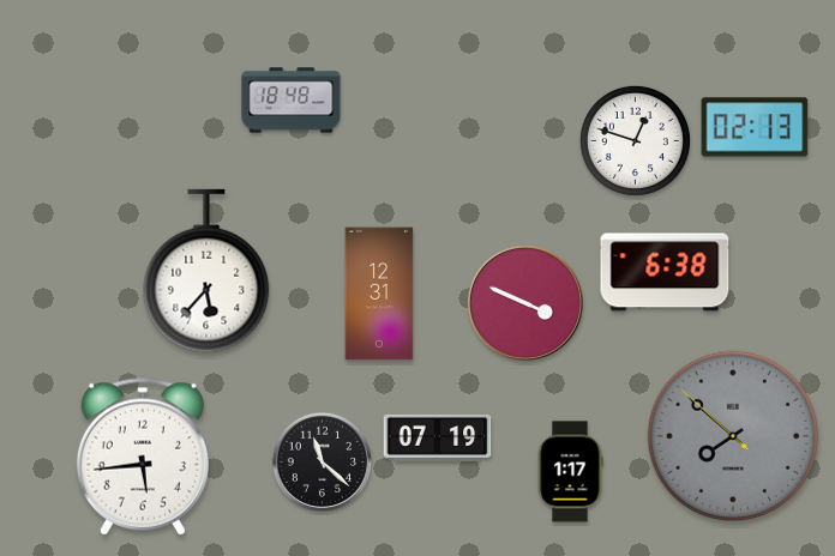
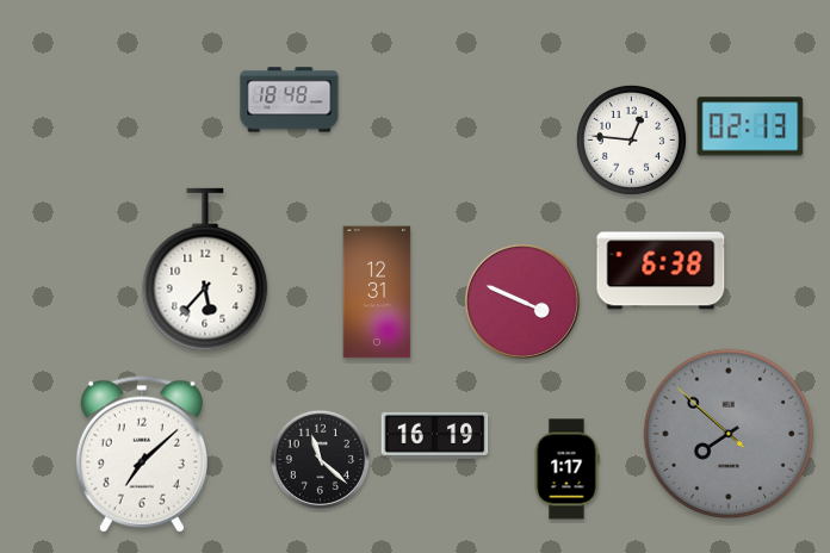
clock at (635, 140): 12:48 -> 12:46
clock at (438, 437): 07:19 -> 16:19
clock at (143, 457): 5:44 -> 7:08
